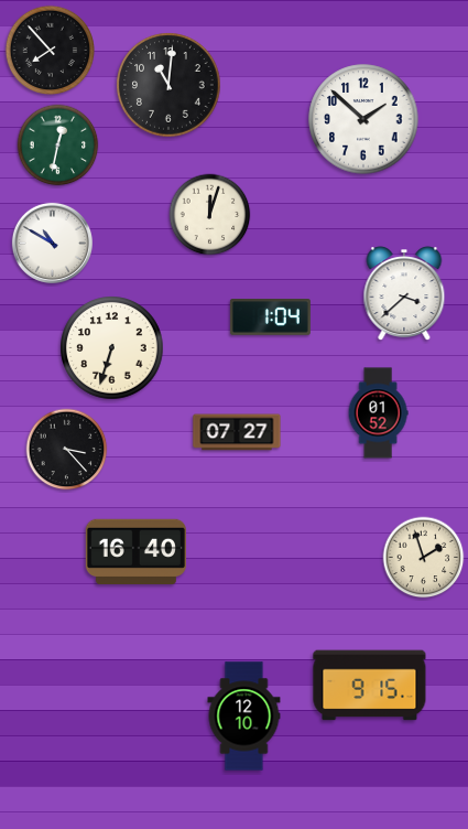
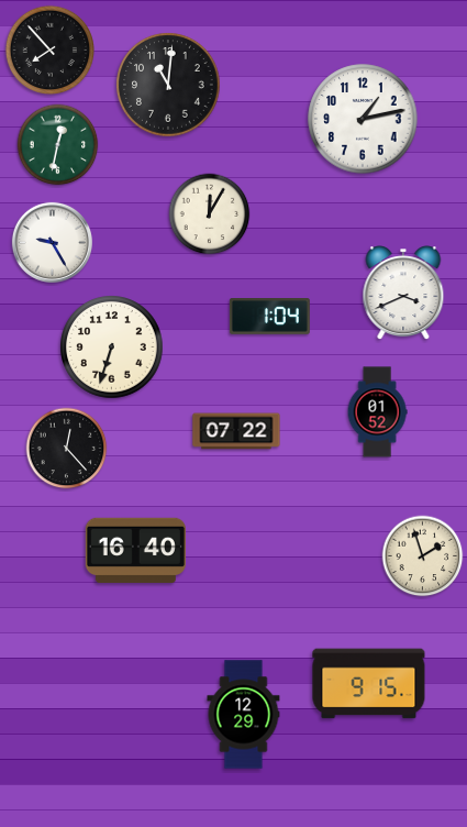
clock at (363, 119): 1:52 -> 1:13
clock at (210, 215): 12:03 -> 12:05
clock at (52, 243): 10:50 -> 9:25
clock at (404, 294): 3:38 -> 3:41
clock at (237, 432): 07:27 -> 07:22
clock at (67, 450): 3:23 -> 12:23
clock at (244, 717): 12:10 -> 12:29
